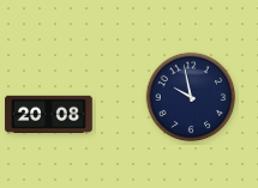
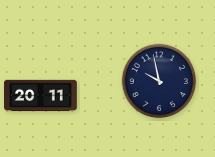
clock at (49, 115): 20:08 -> 20:11
